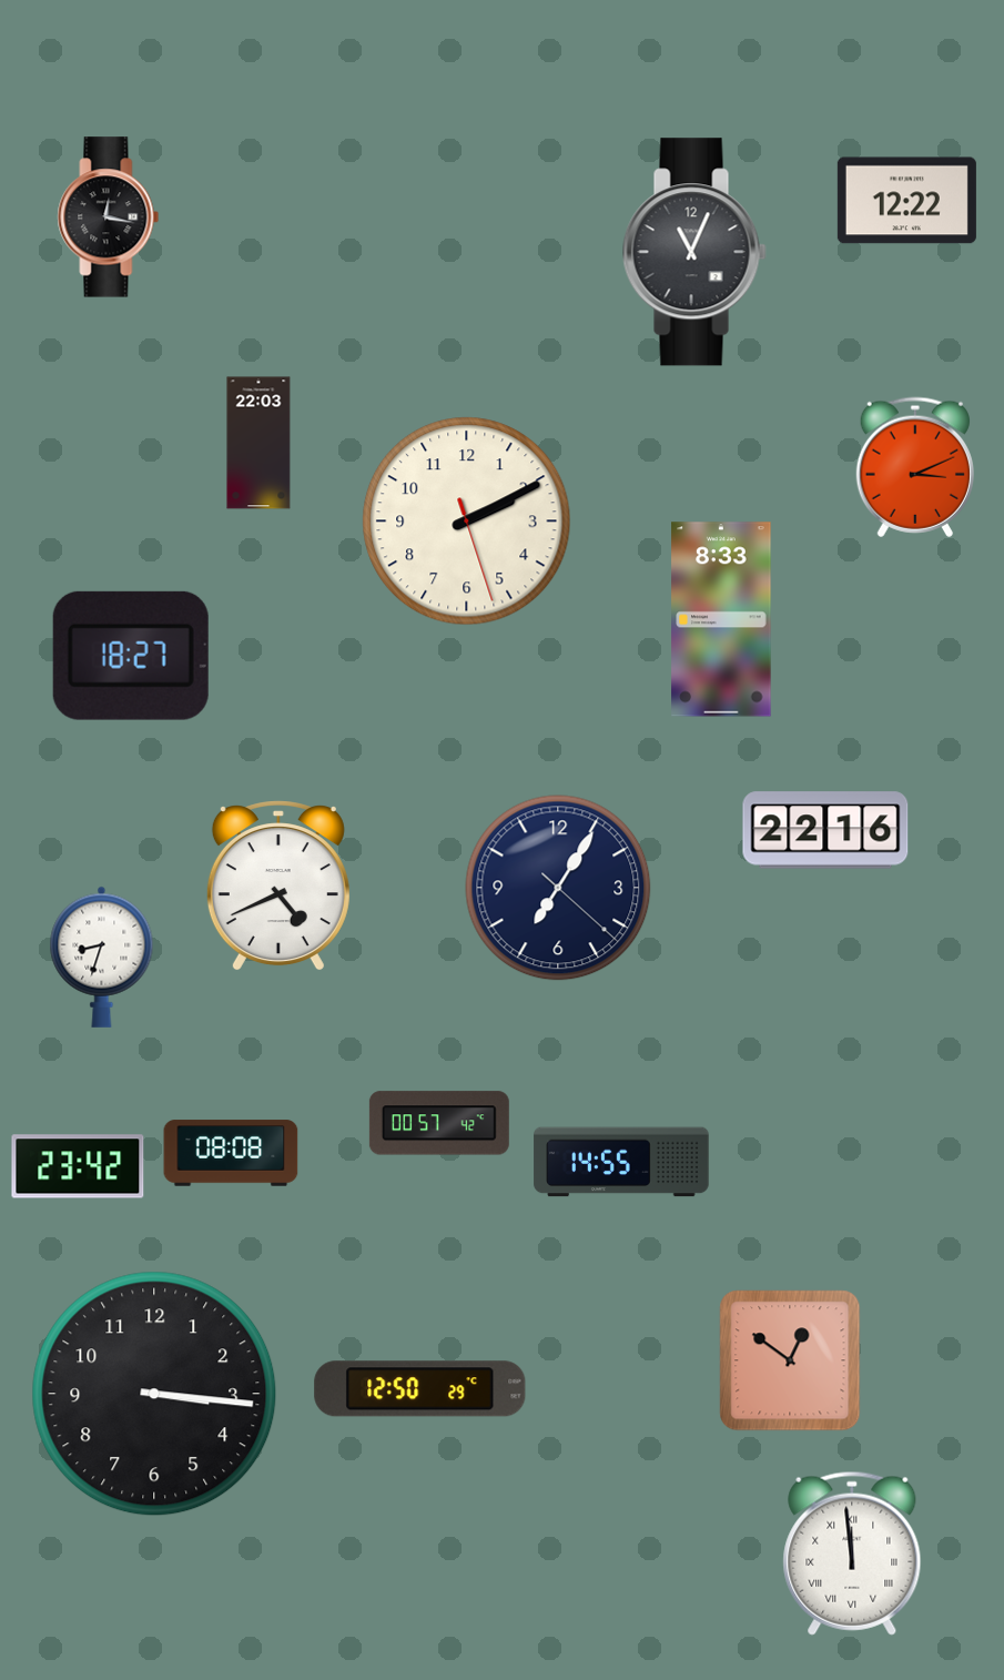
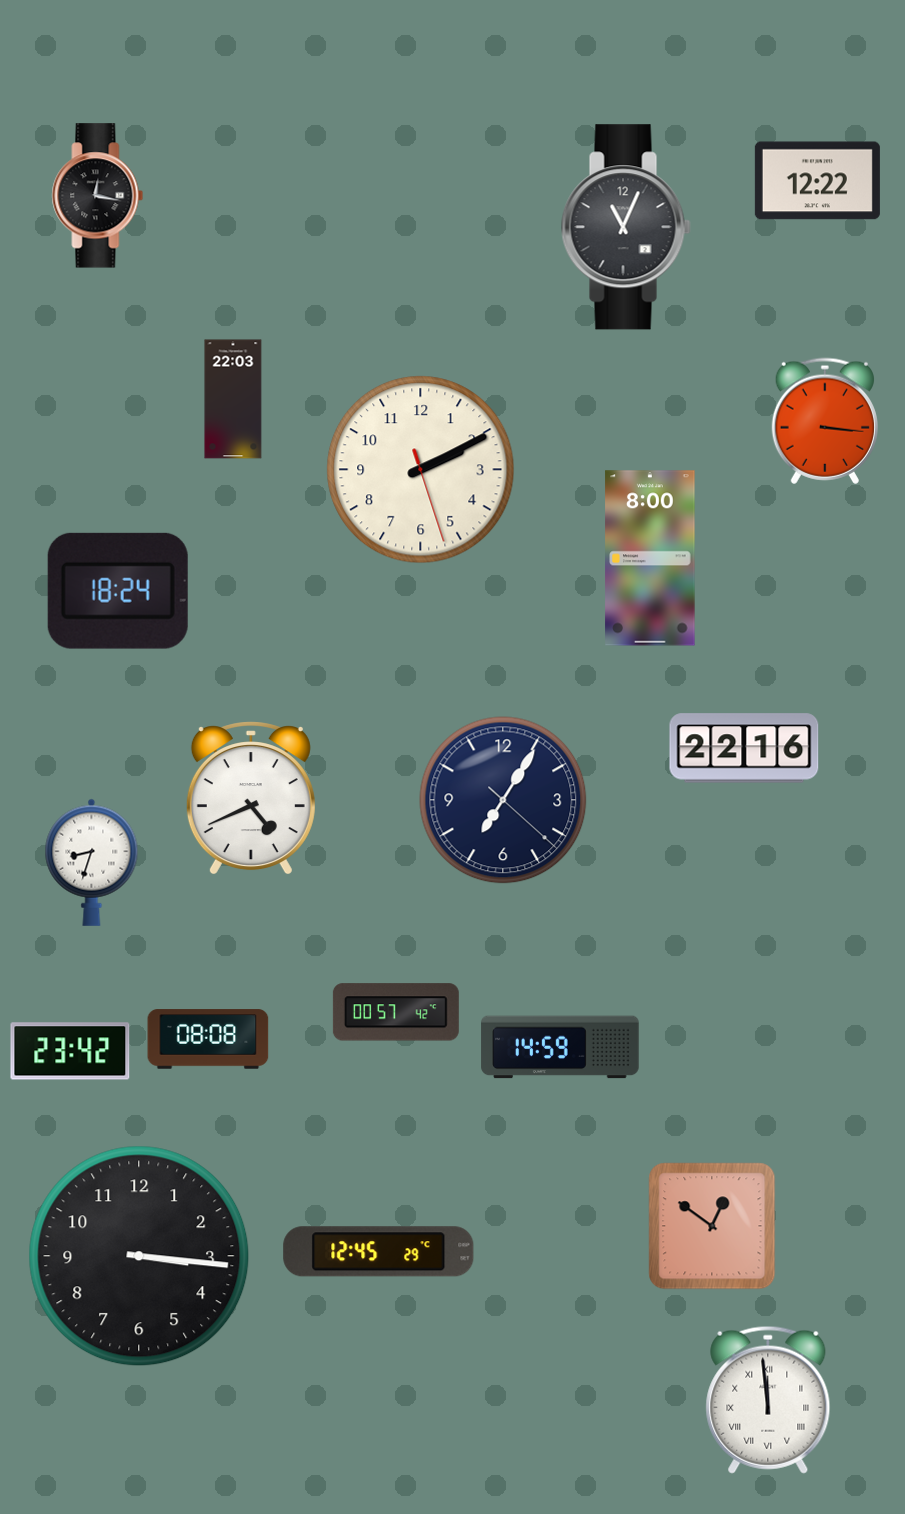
clock at (915, 467): 3:11 -> 3:16
clock at (721, 619): 8:33 -> 8:00
clock at (131, 656): 18:27 -> 18:24
clock at (621, 1162): 14:55 -> 14:59
clock at (420, 1389): 12:50 -> 12:45
